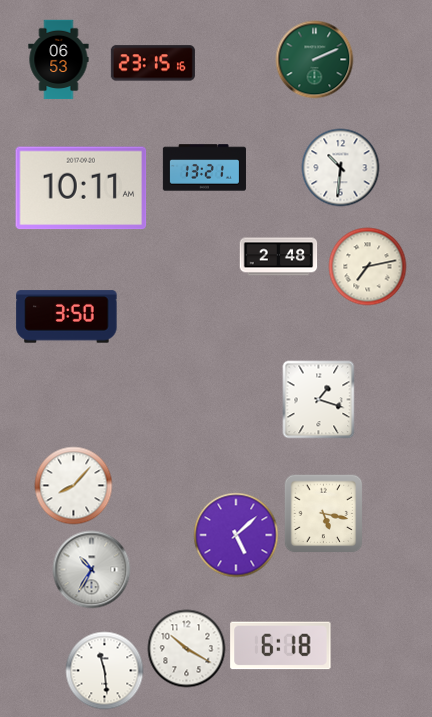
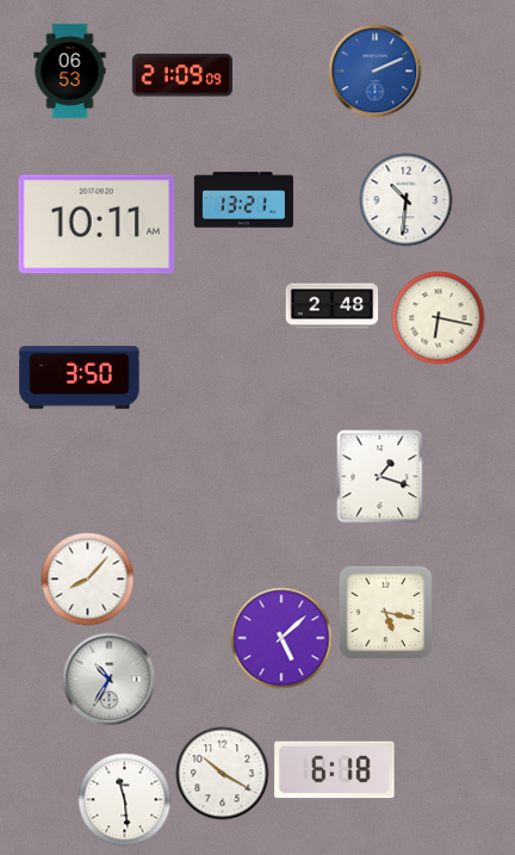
clock at (314, 59) dial: green -> blue
clock at (153, 63): 23:15 -> 21:09
clock at (367, 266): 7:13 -> 6:17
